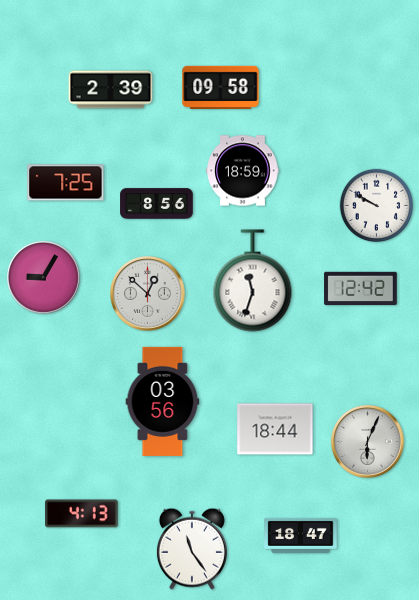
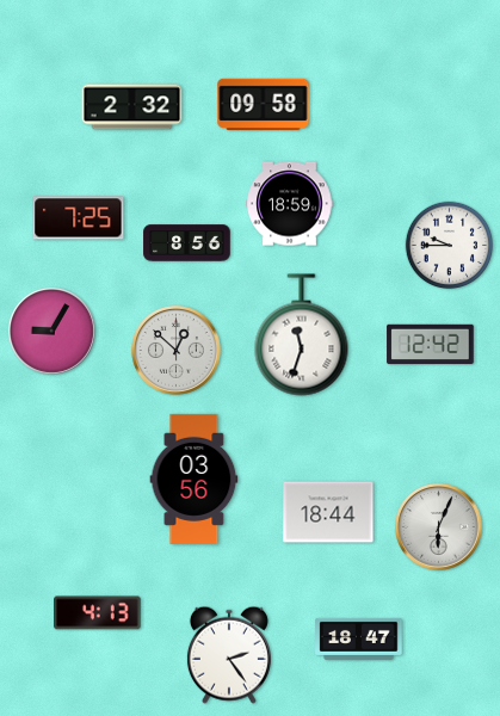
clock at (111, 90): 2:39 -> 2:32
clock at (377, 206): 9:50 -> 9:45
clock at (192, 549): 11:24 -> 2:24
